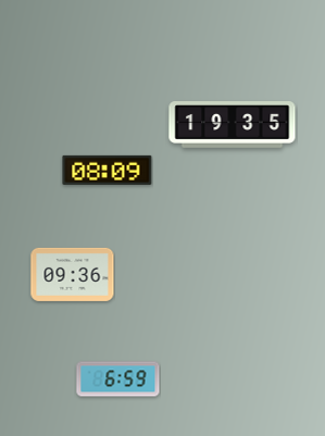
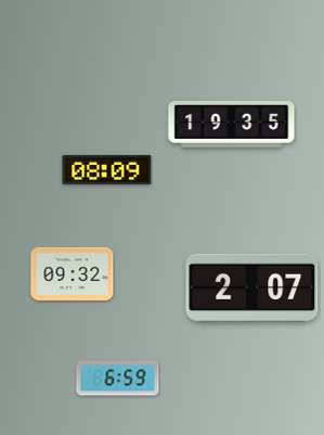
clock at (73, 274): 09:36 -> 09:32
clock at (252, 287): none -> 2:07
